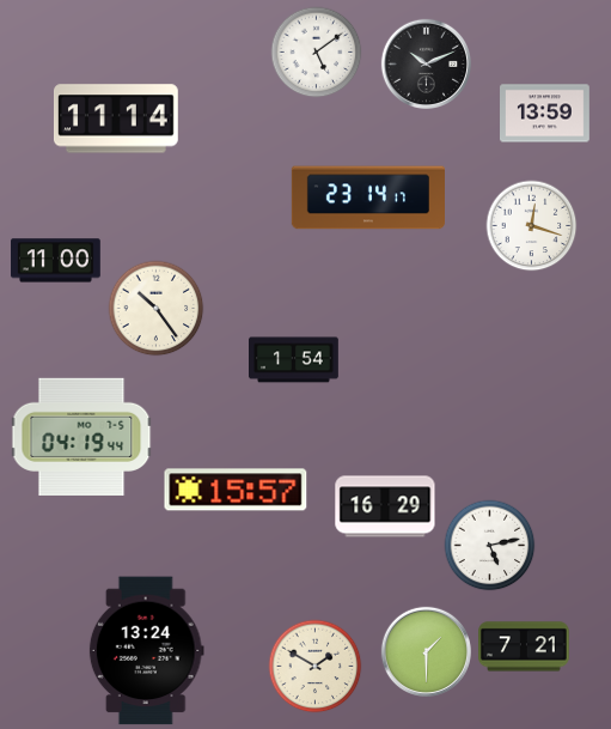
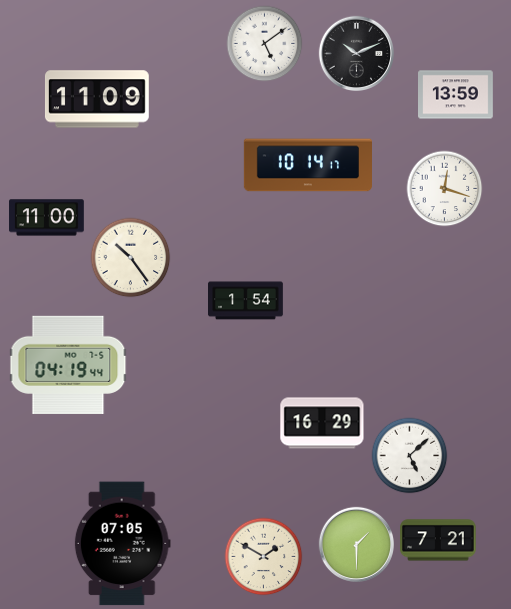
clock at (116, 119): 11:14 -> 11:09
clock at (367, 198): 23:14 -> 10:14
clock at (236, 490): 15:57 -> none
clock at (490, 546): 5:13 -> 5:08
clock at (146, 651): 13:24 -> 07:05
